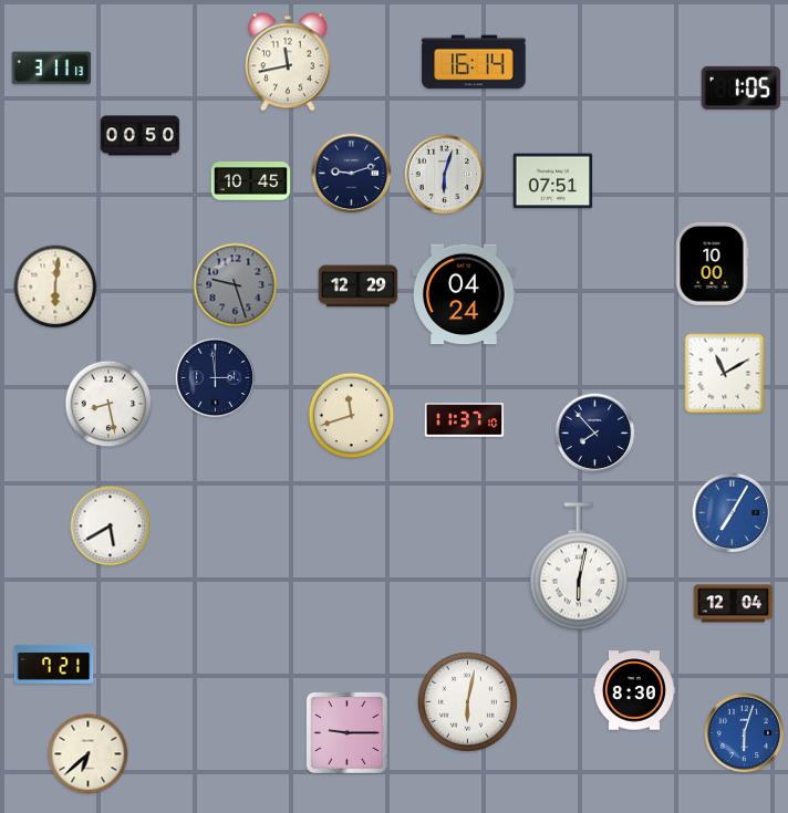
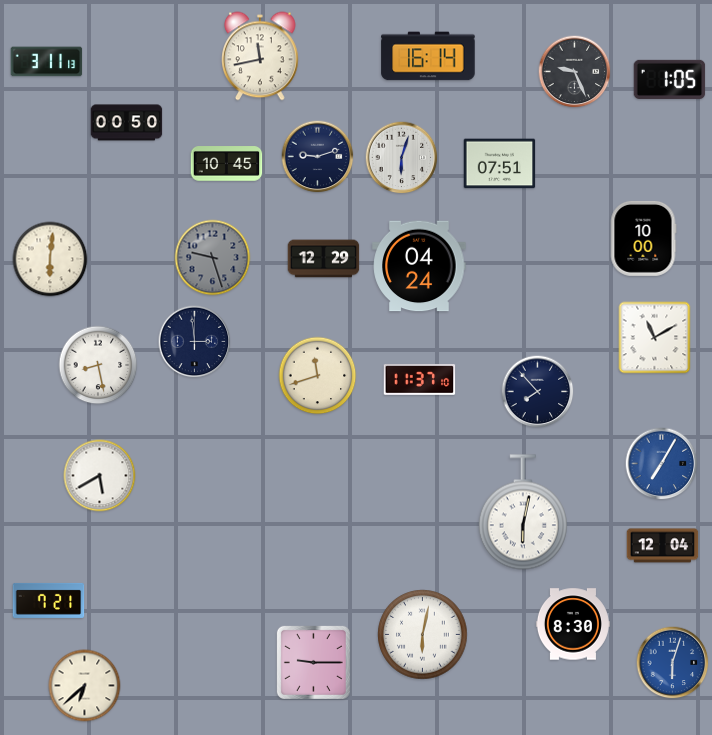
clock at (575, 72): none -> 9:26
clock at (89, 754) position: (89, 754) -> (85, 686)
